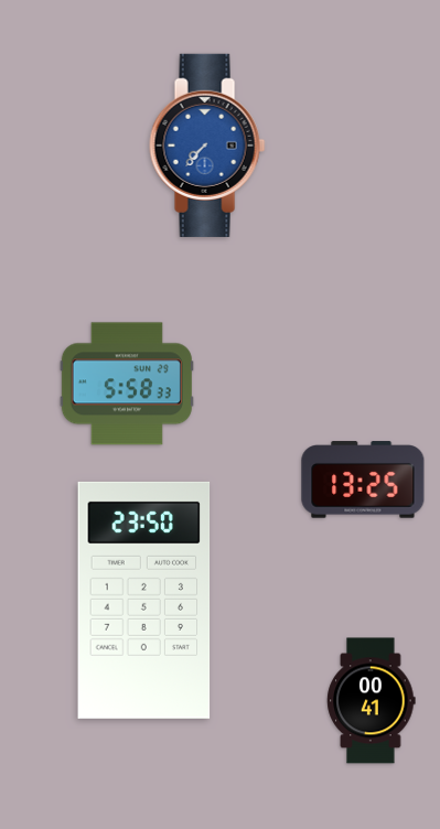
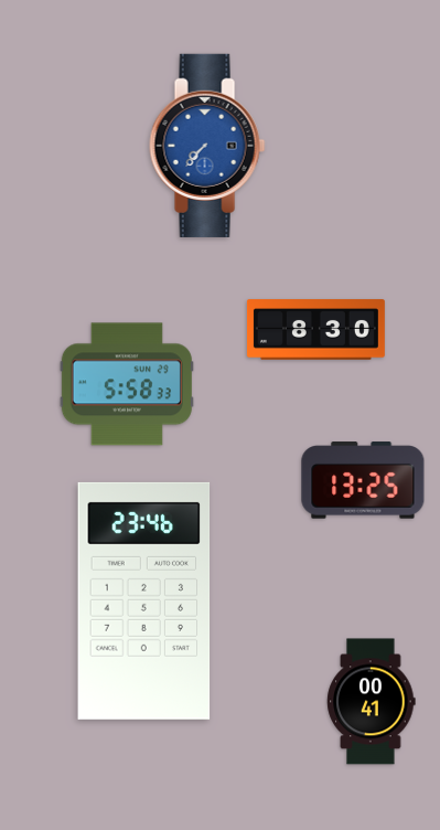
clock at (315, 330): none -> 8:30
clock at (144, 600): 23:50 -> 23:46
